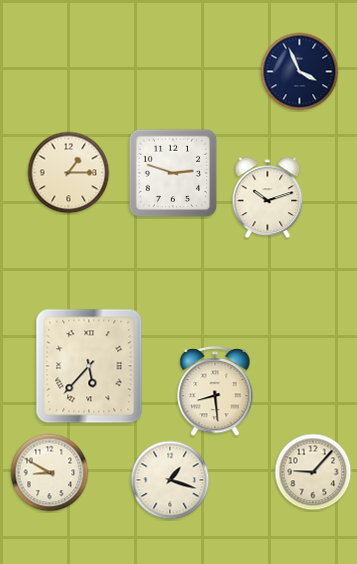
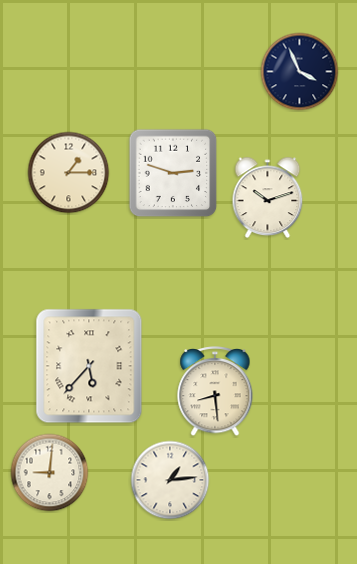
clock at (313, 472): 9:07 -> none
clock at (50, 473): 8:50 -> 9:01
clock at (170, 480): 1:18 -> 1:14
